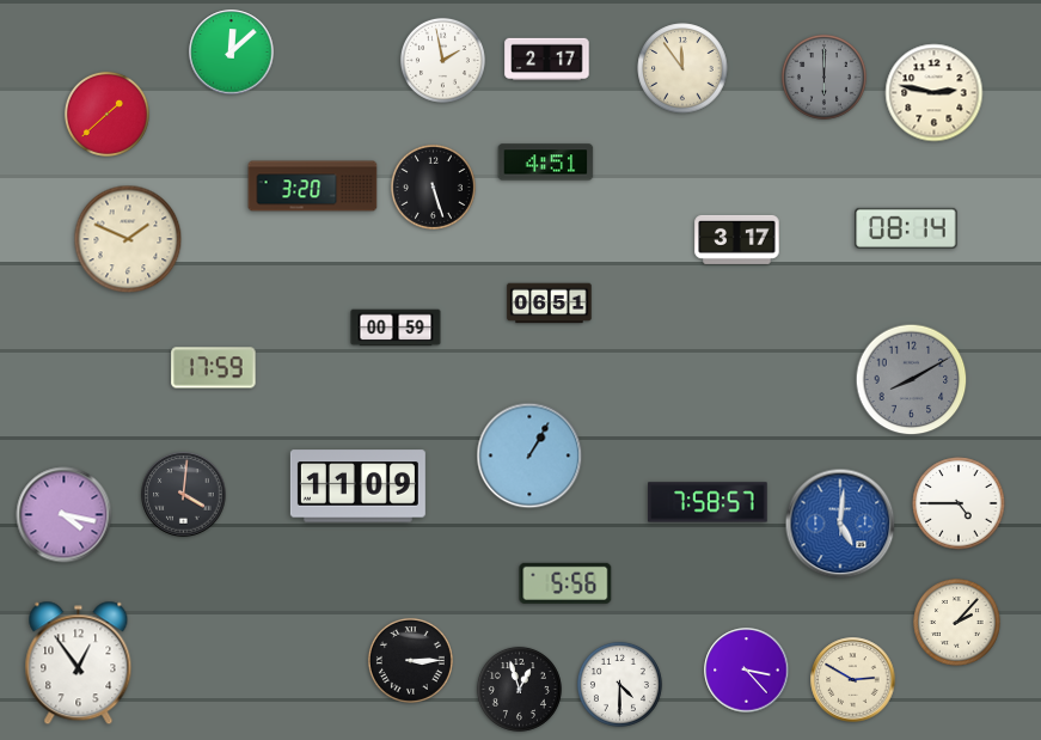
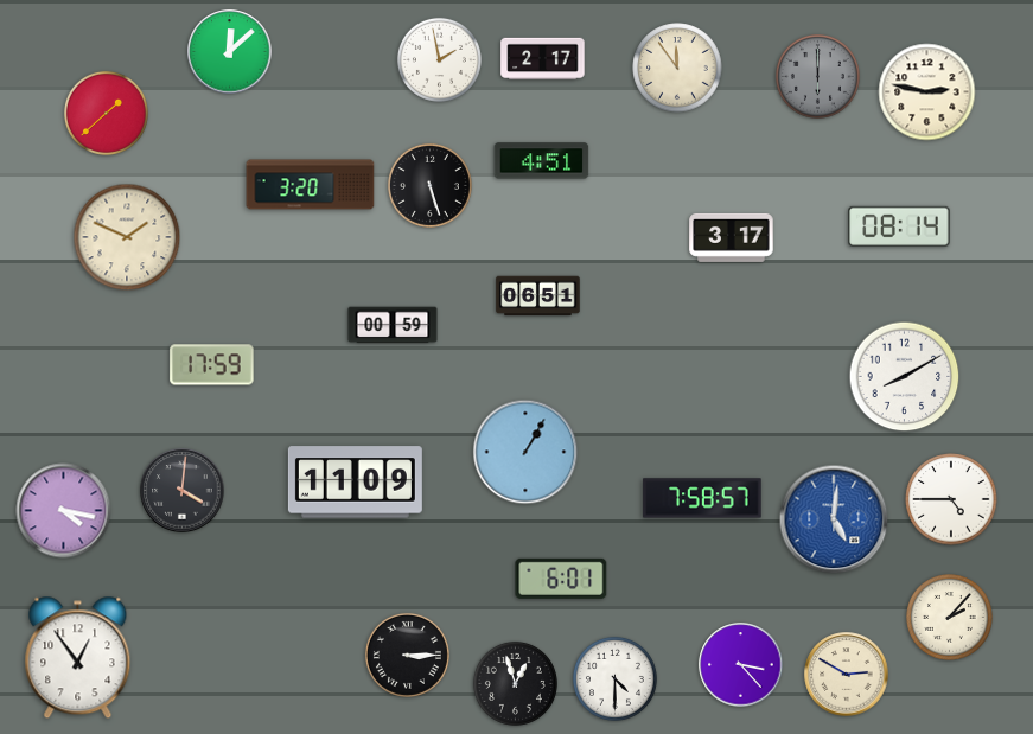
clock at (550, 304) position: (550, 304) -> (538, 296)
clock at (912, 380) dial: grey -> white
clock at (565, 583): 5:56 -> 6:01
